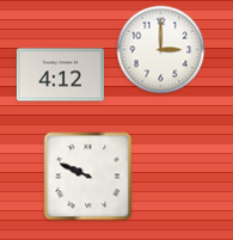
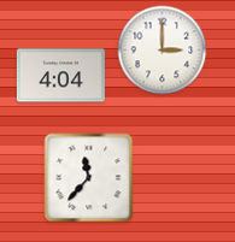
clock at (60, 75): 4:12 -> 4:04
clock at (88, 177): 9:49 -> 11:37
